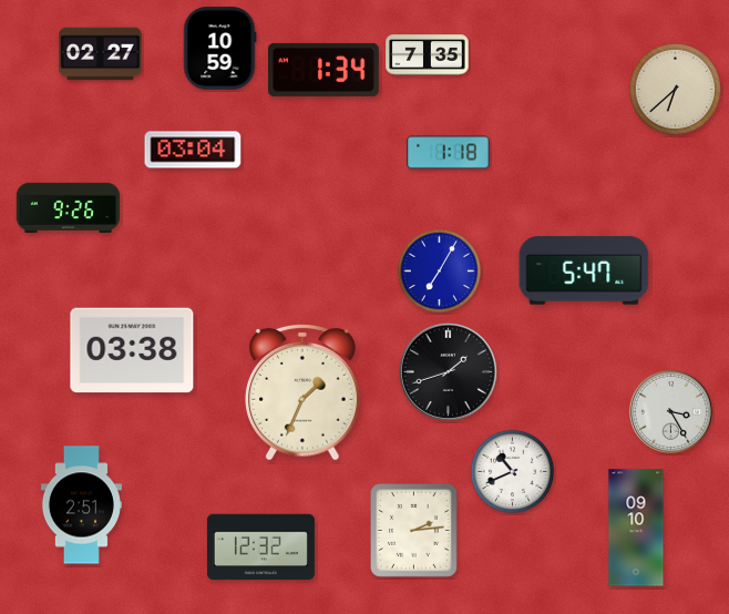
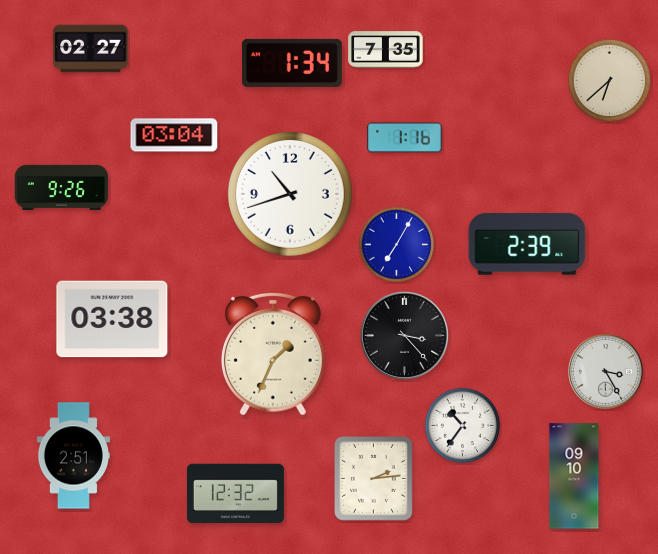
clock at (219, 49): 10:59 -> none
clock at (449, 153): 1:18 -> 1:16
clock at (291, 195): none -> 10:42
clock at (584, 270): 5:47 -> 2:39
clock at (132, 350) position: (132, 350) -> (112, 319)
clock at (448, 371): 1:42 -> 3:23
clock at (513, 472): 10:41 -> 10:36
